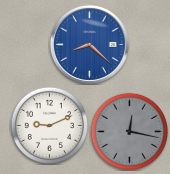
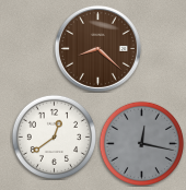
clock at (89, 44) dial: blue -> brown
clock at (49, 125): 9:11 -> 12:39
